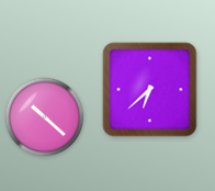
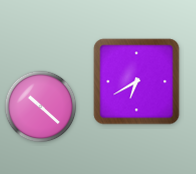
clock at (150, 90): 6:38 -> 6:40
